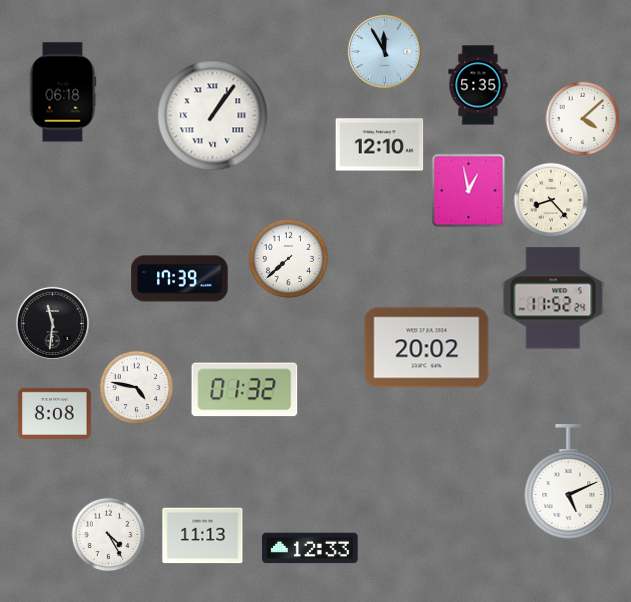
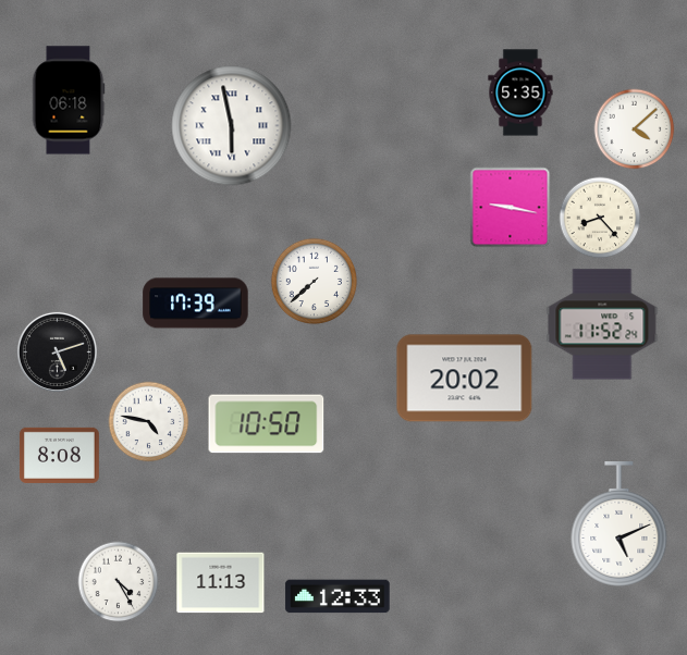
clock at (384, 51): 11:55 -> none
clock at (213, 116): 1:06 -> 5:58
clock at (380, 145): 12:10 -> none
clock at (469, 191): 12:58 -> 9:17
clock at (52, 323): 11:31 -> 5:12
clock at (245, 390): 01:32 -> 10:50
clock at (54, 413) position: (54, 413) -> (59, 455)
